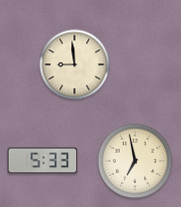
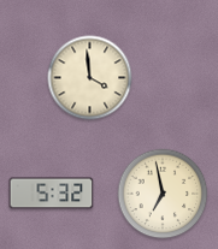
clock at (75, 65): 8:59 -> 3:59
clock at (43, 161): 5:33 -> 5:32
